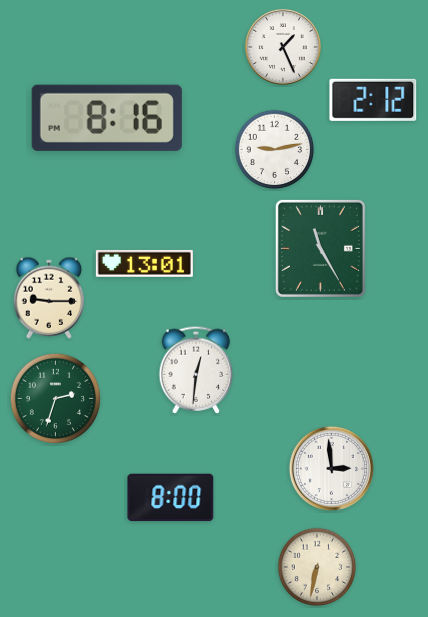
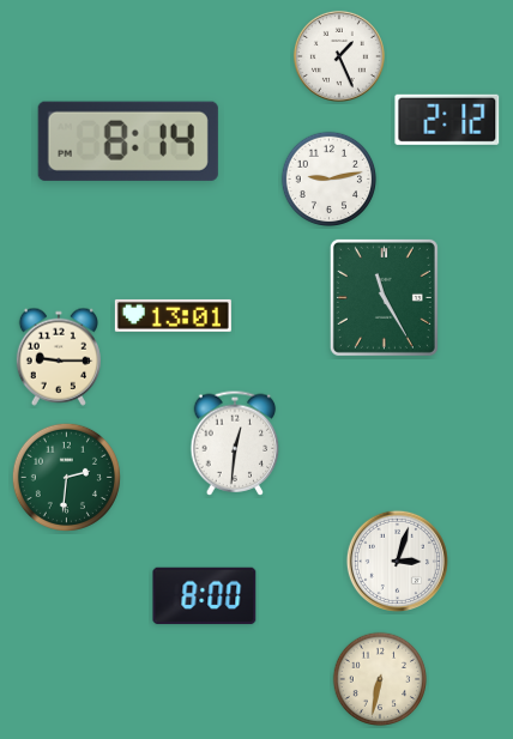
clock at (107, 118): 8:16 -> 8:14
clock at (55, 398): 2:33 -> 2:31
clock at (331, 468): 2:59 -> 3:03
